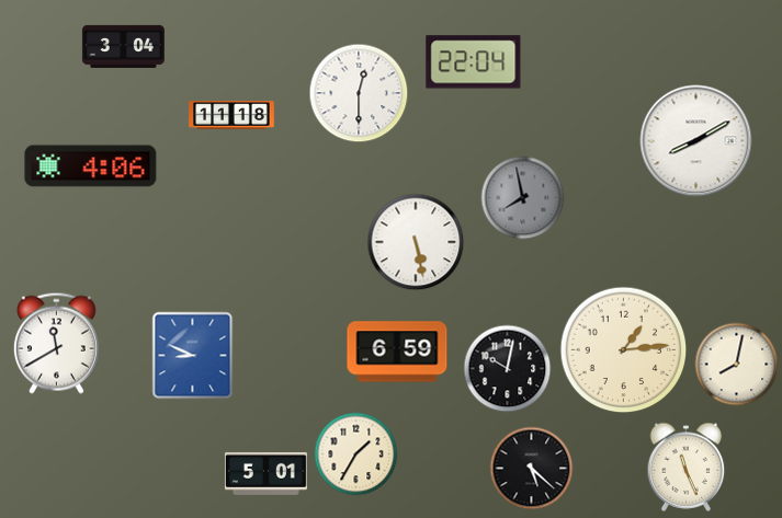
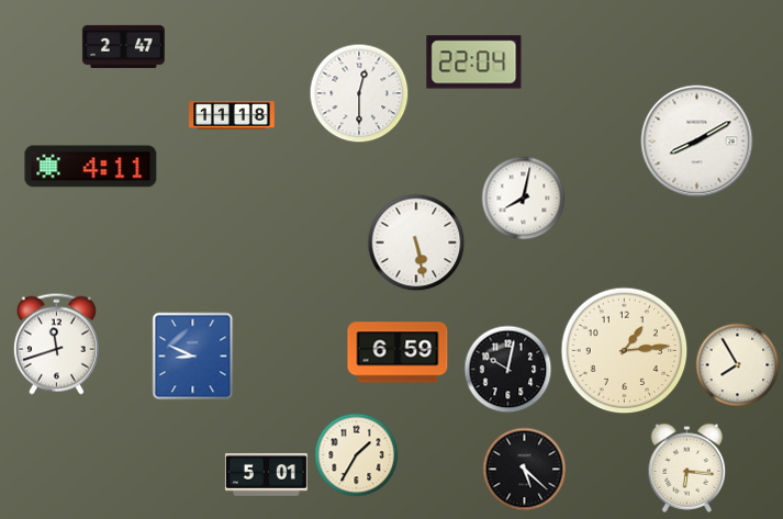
clock at (123, 46): 3:04 -> 2:47
clock at (91, 166): 4:06 -> 4:11
clock at (523, 198): 7:58 -> 8:02
clock at (523, 198) dial: grey -> white
clock at (56, 343): 11:40 -> 11:42
clock at (737, 365): 8:02 -> 7:55
clock at (687, 467): 11:26 -> 6:16
clock at (532, 469) position: (532, 469) -> (525, 470)
